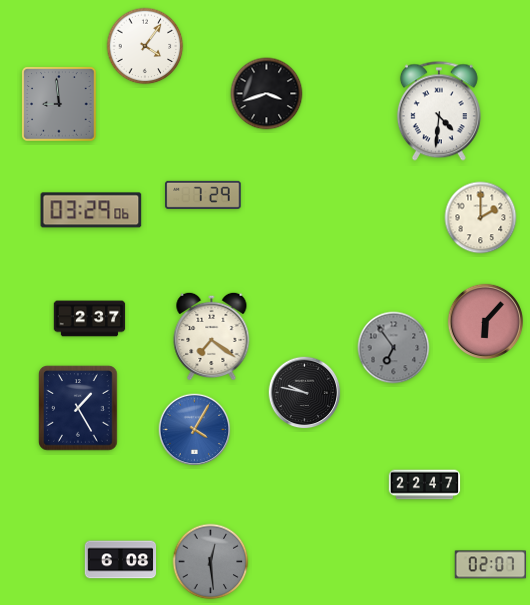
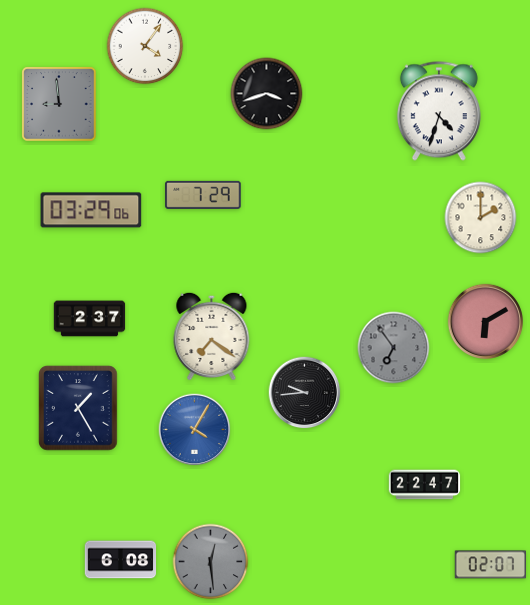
clock at (439, 111): 4:31 -> 4:33
clock at (485, 321): 6:07 -> 6:10
clock at (305, 393): 9:47 -> 9:44
